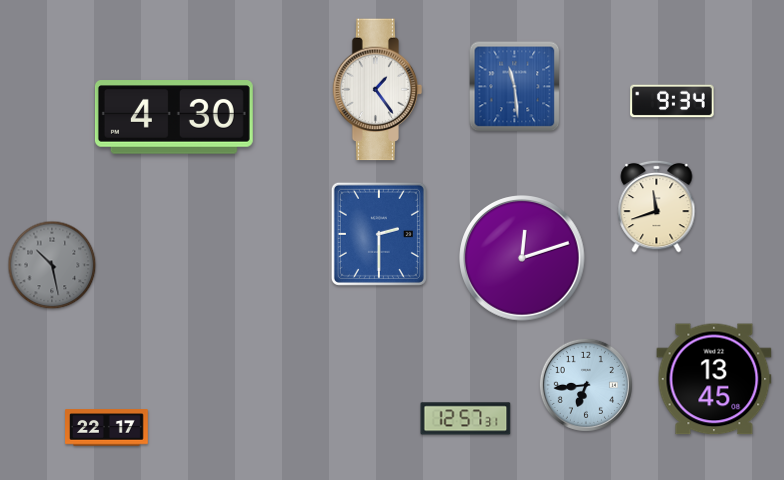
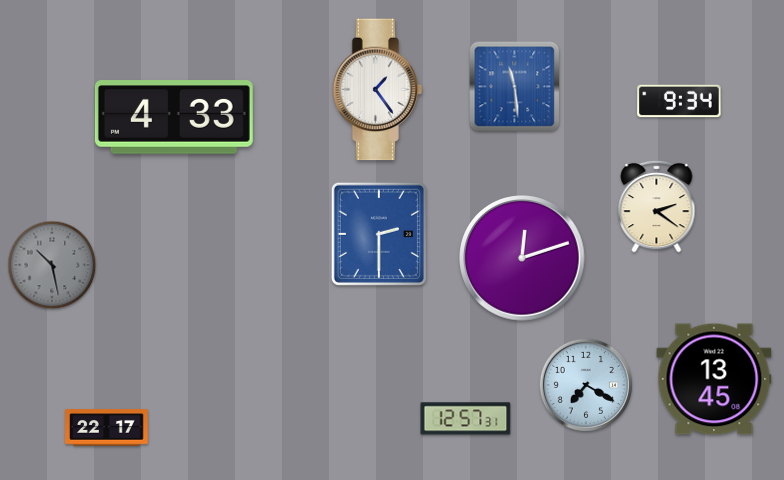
clock at (672, 101) position: (672, 101) -> (679, 101)
clock at (174, 117): 4:30 -> 4:33
clock at (657, 206): 11:42 -> 2:21
clock at (586, 385): 6:44 -> 7:20
